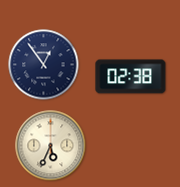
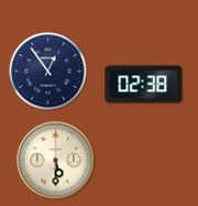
clock at (51, 146): 5:34 -> 5:30
